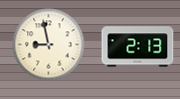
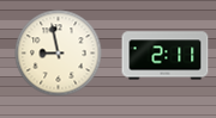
clock at (138, 47): 2:13 -> 2:11
